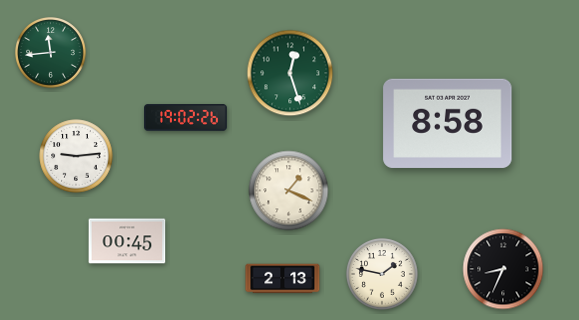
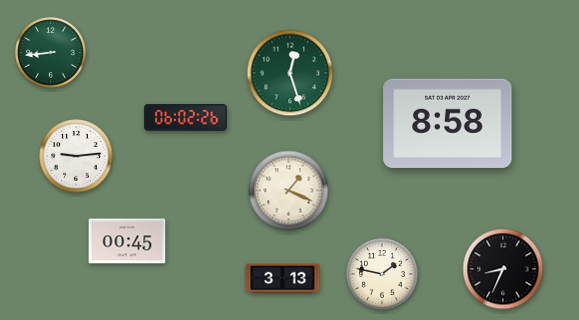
clock at (51, 53): 11:44 -> 8:44
clock at (186, 118): 19:02 -> 06:02
clock at (283, 279): 2:13 -> 3:13
